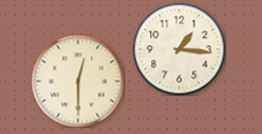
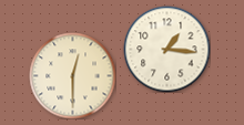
clock at (179, 49) position: (179, 49) -> (166, 49)
